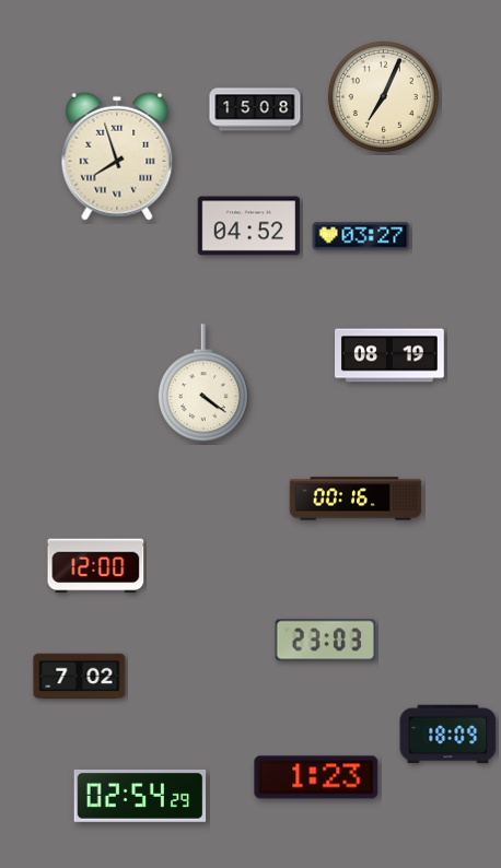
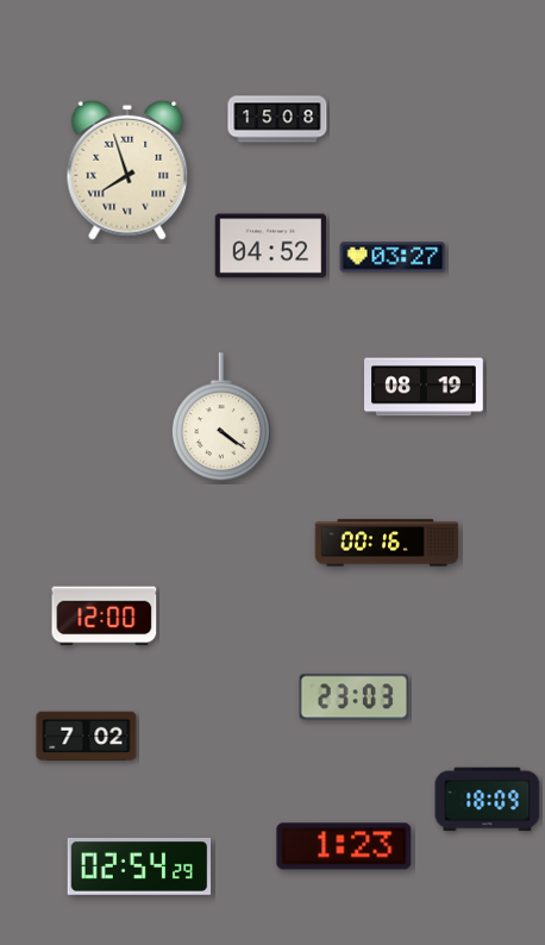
clock at (383, 96): 7:04 -> none
clock at (140, 796) position: (140, 796) -> (139, 866)
